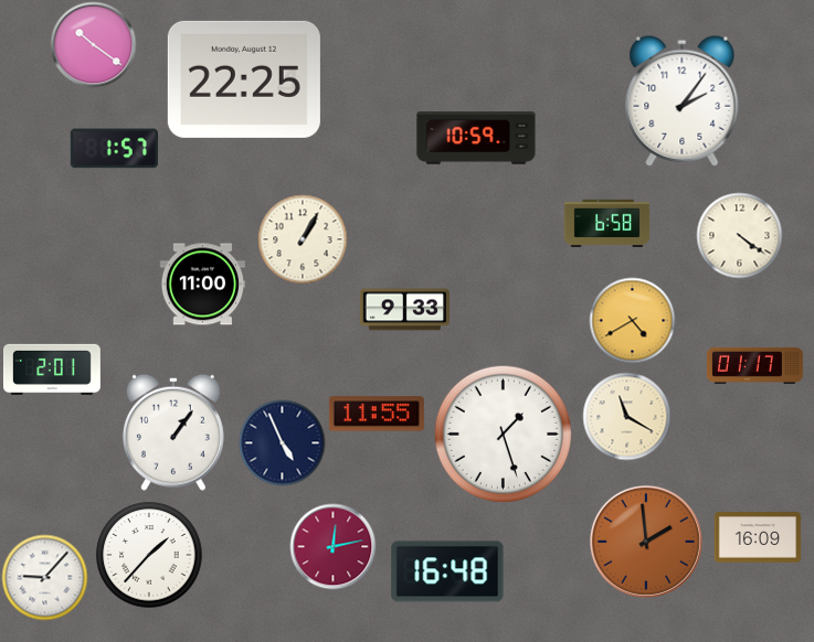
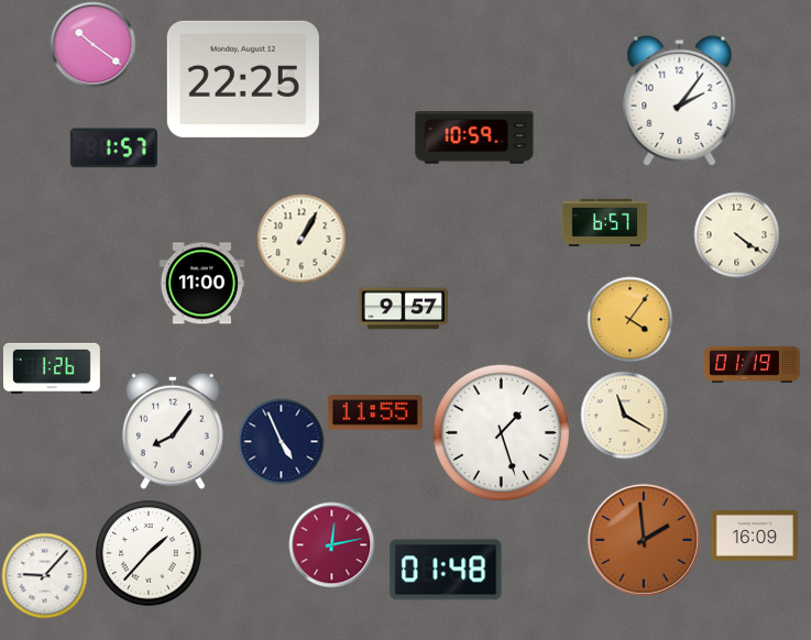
clock at (606, 224): 6:58 -> 6:57
clock at (404, 310): 9:33 -> 9:57
clock at (632, 320): 4:40 -> 4:06
clock at (754, 365): 01:17 -> 01:19
clock at (53, 370): 2:01 -> 1:26
clock at (173, 432): 1:06 -> 8:06
clock at (447, 571): 16:48 -> 01:48
